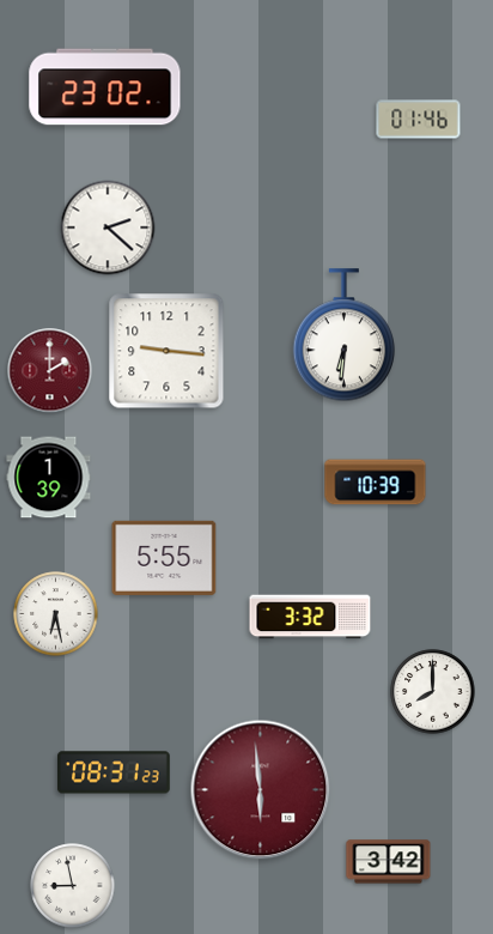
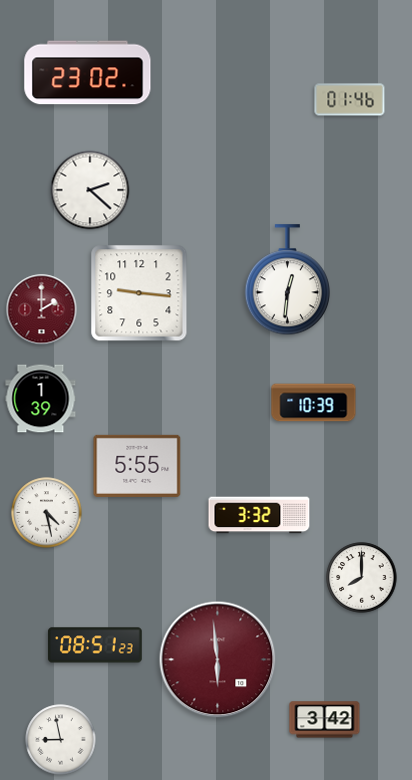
clock at (343, 335): 6:31 -> 12:31
clock at (56, 614): 6:28 -> 4:28
clock at (114, 772): 08:31 -> 08:51
